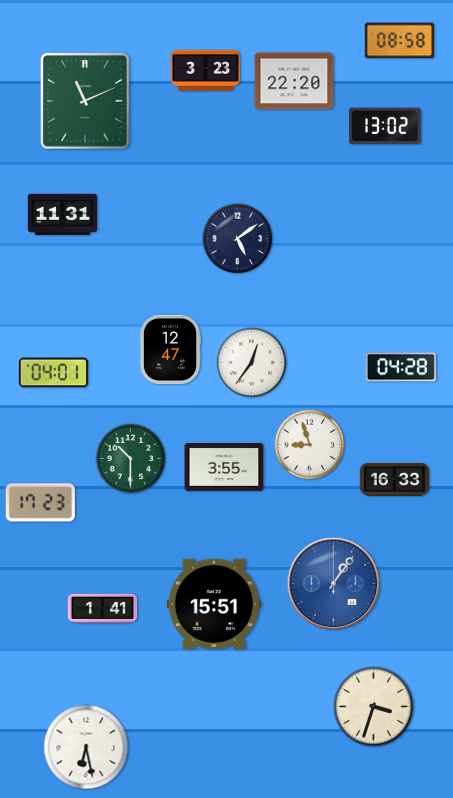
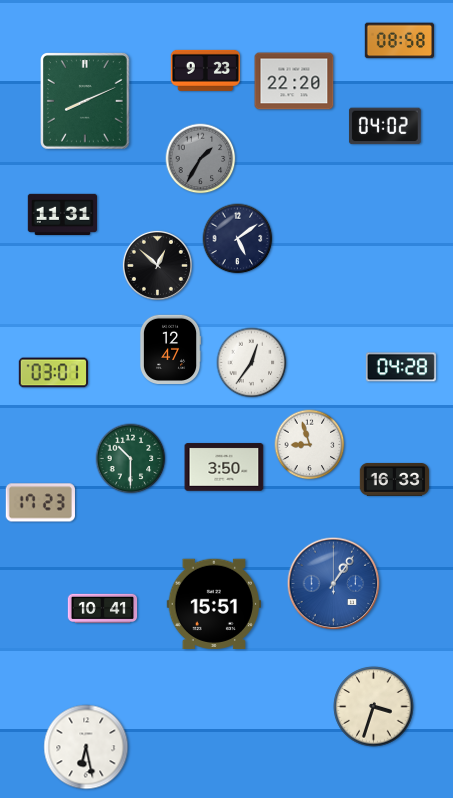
clock at (205, 70): 3:23 -> 9:23
clock at (86, 102): 11:11 -> 8:11
clock at (385, 126): 13:02 -> 04:02
clock at (201, 159): none -> 1:35
clock at (157, 265): none -> 12:52
clock at (53, 373): 04:01 -> 03:01
clock at (224, 467): 3:55 -> 3:50
clock at (103, 609): 1:41 -> 10:41
